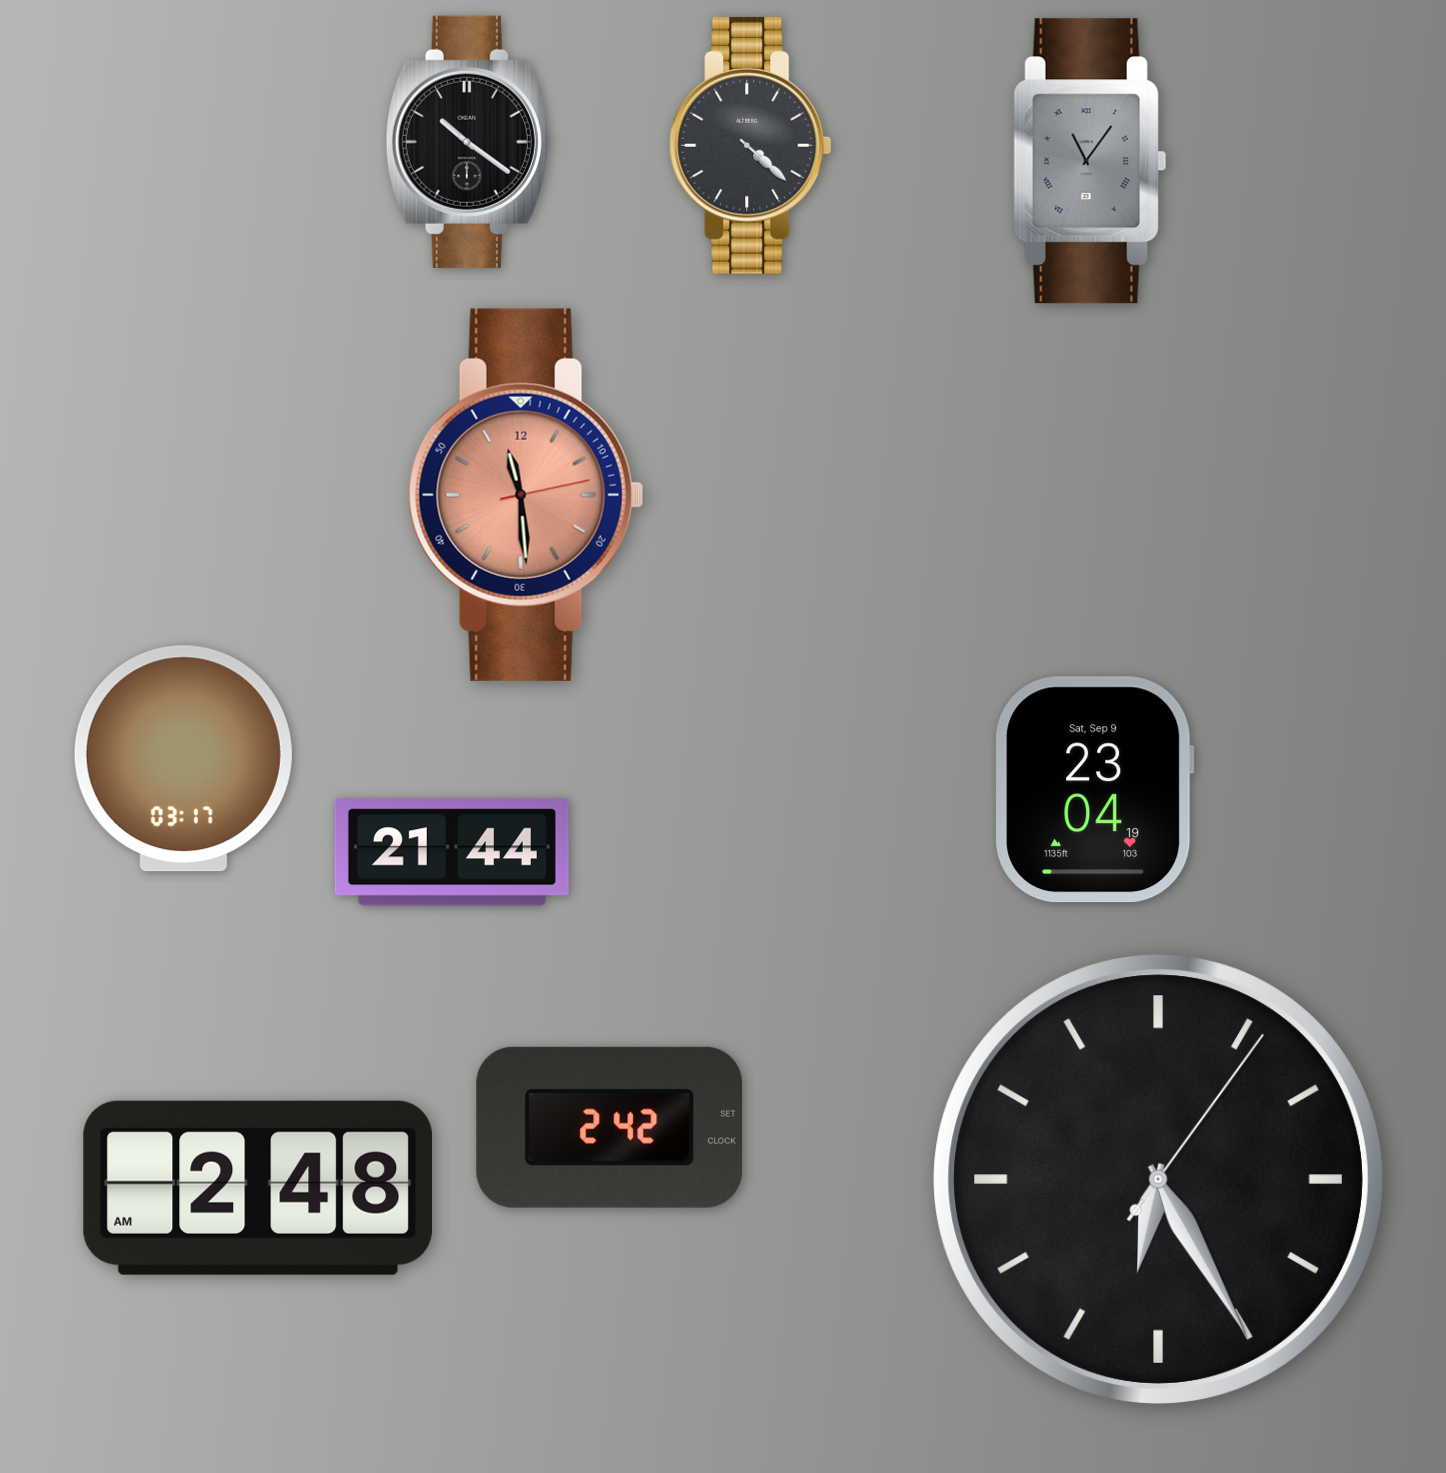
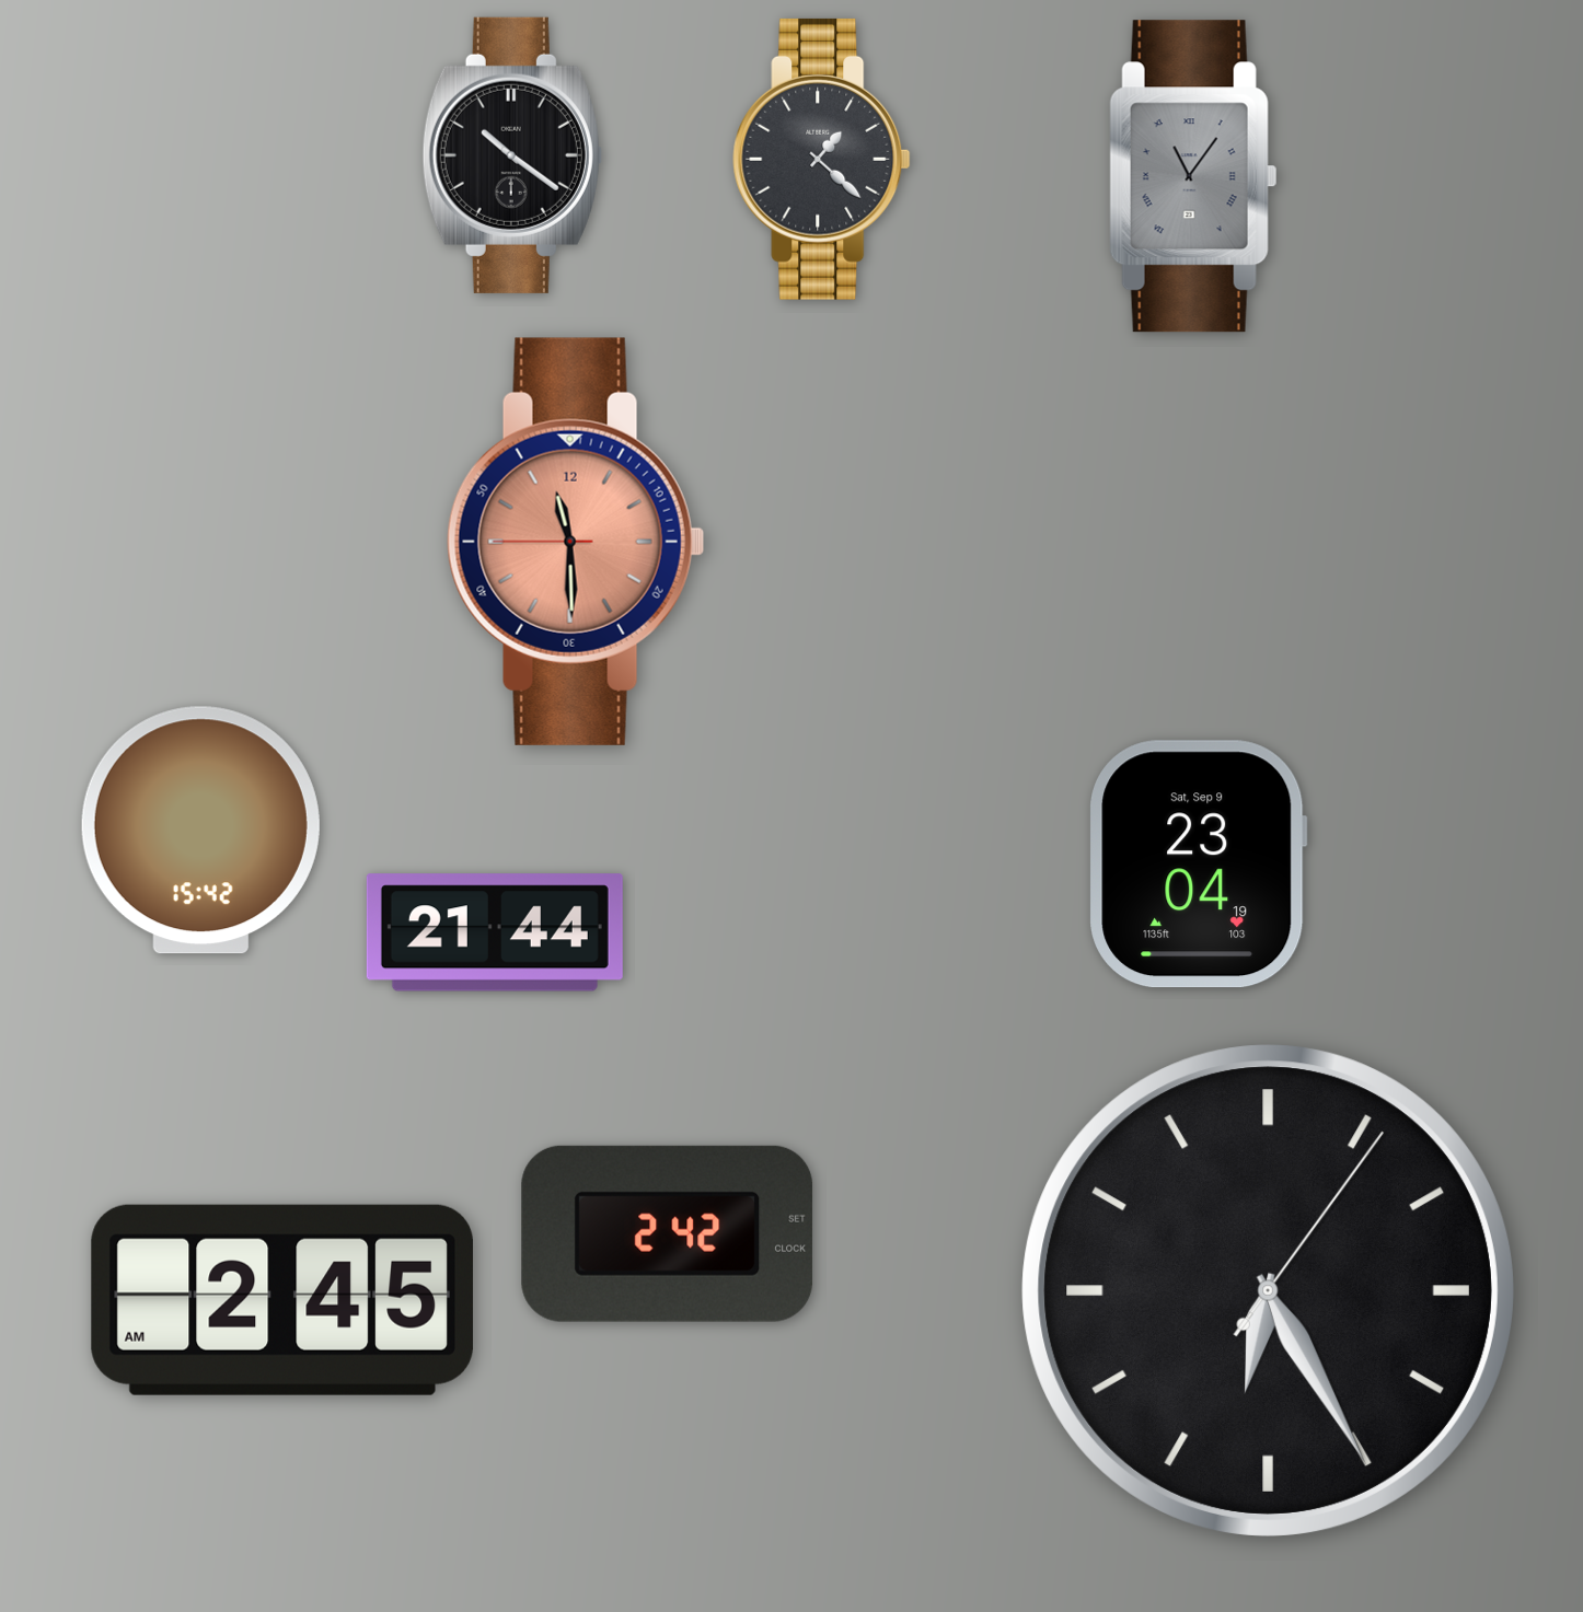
clock at (751, 145): 4:22 -> 1:22
clock at (526, 495): 11:29:13 -> 11:29:45
clock at (183, 759): 03:17 -> 15:42
clock at (258, 1188): 2:48 -> 2:45
